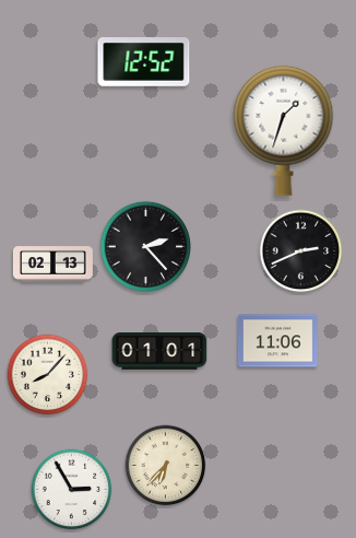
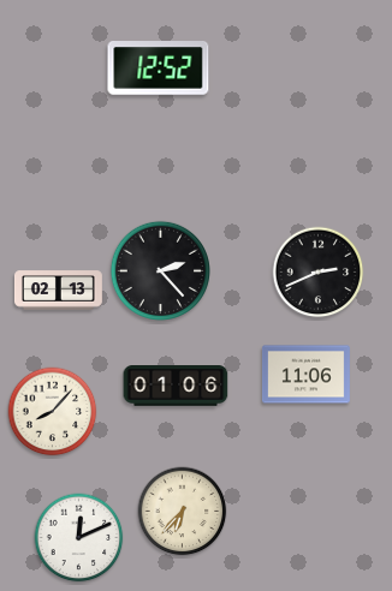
clock at (284, 130): 1:33 -> none
clock at (301, 252) position: (301, 252) -> (319, 273)
clock at (159, 352): 01:01 -> 01:06
clock at (72, 490): 2:55 -> 12:11
